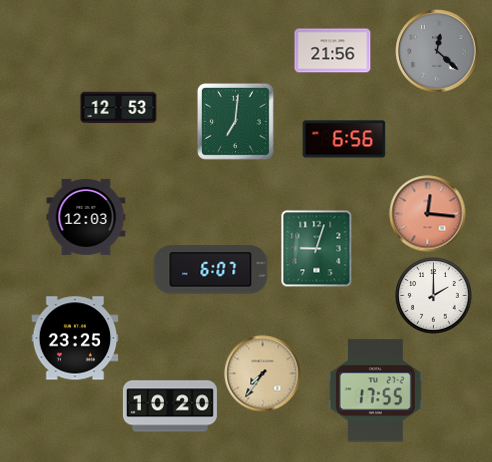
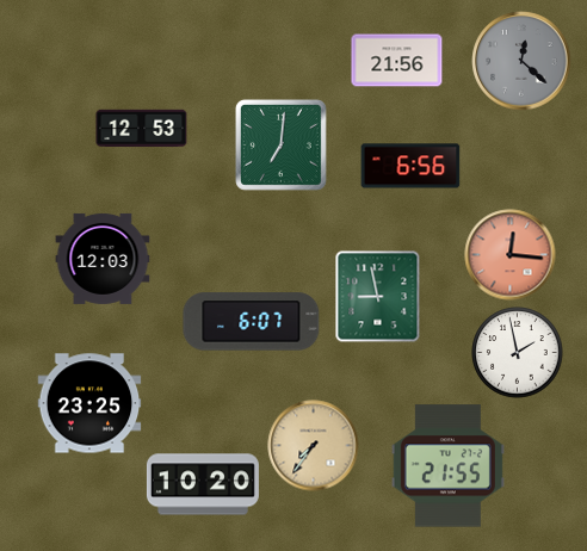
clock at (317, 249): 9:03 -> 8:58
clock at (434, 296): 2:00 -> 1:58
clock at (375, 391): 17:55 -> 21:55
